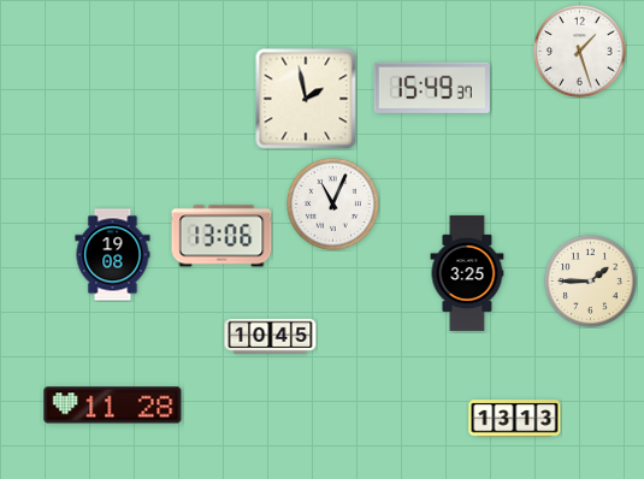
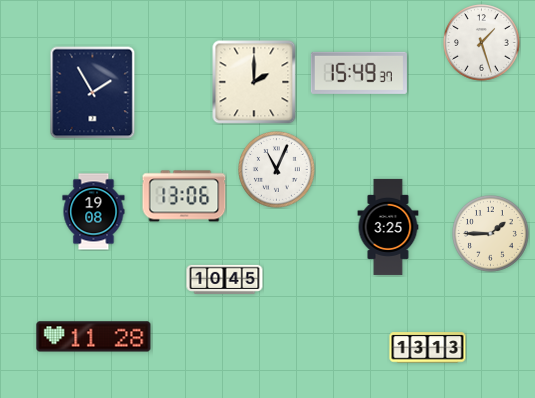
clock at (306, 99): 1:58 -> 2:00
clock at (93, 93): none -> 1:55
